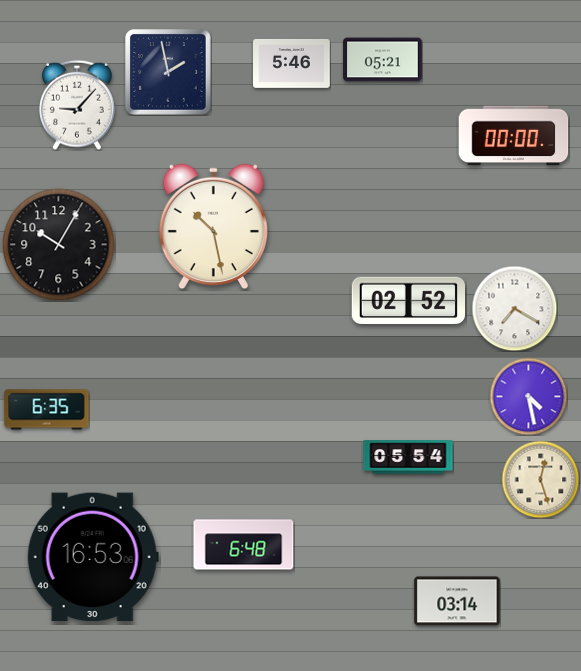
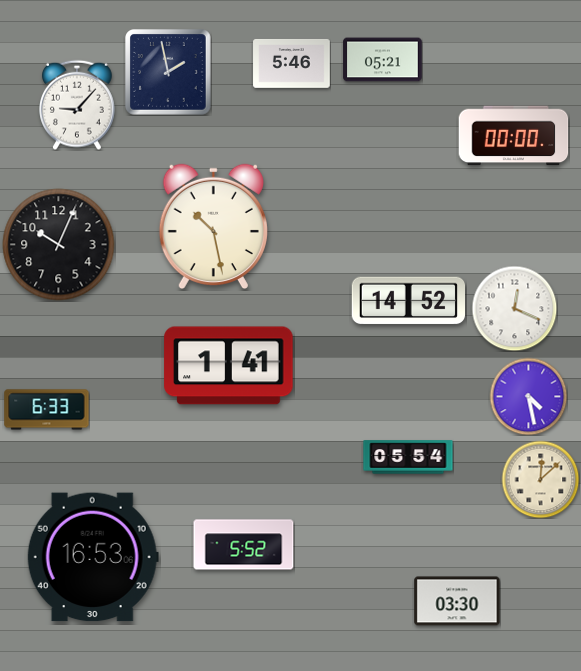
clock at (59, 245): 10:05 -> 10:04
clock at (408, 301): 02:52 -> 14:52
clock at (514, 308): 7:20 -> 12:19
clock at (229, 366): none -> 1:41
clock at (47, 410): 6:35 -> 6:33
clock at (540, 479): 12:27 -> 12:08
clock at (244, 545): 6:48 -> 5:52
clock at (457, 601): 03:14 -> 03:30
